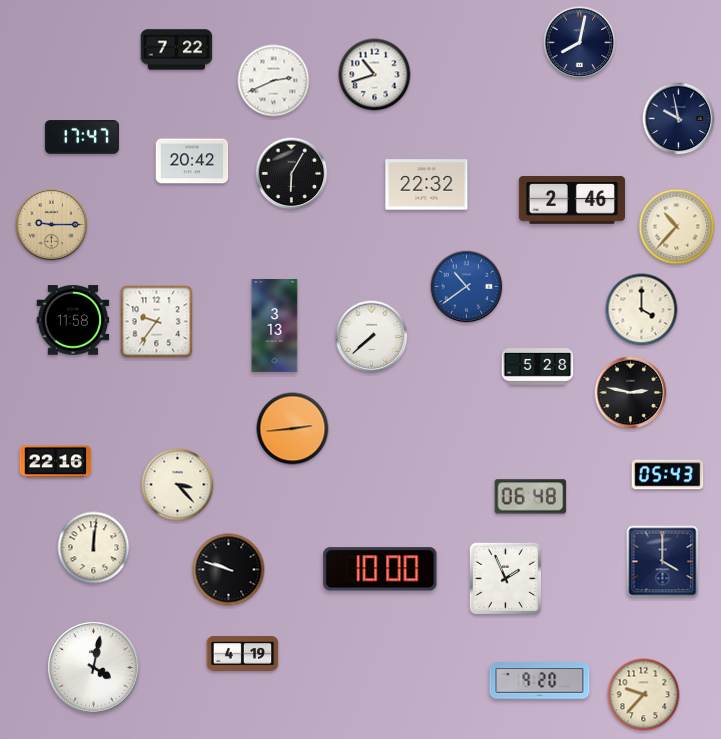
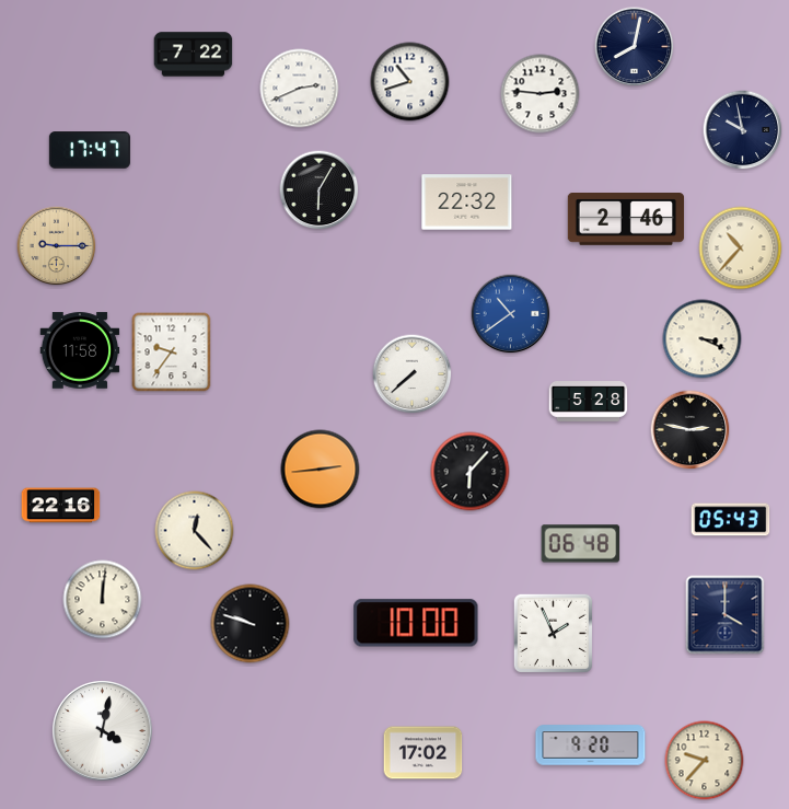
clock at (541, 94): none -> 2:46
clock at (192, 161): 20:42 -> none
clock at (642, 310): 4:00 -> 3:19
clock at (275, 326): 3:13 -> none
clock at (372, 337) position: (372, 337) -> (413, 374)
clock at (471, 472): none -> 6:07
clock at (178, 485): 3:23 -> 12:23
clock at (243, 654): 4:19 -> none
clock at (423, 753): none -> 17:02
